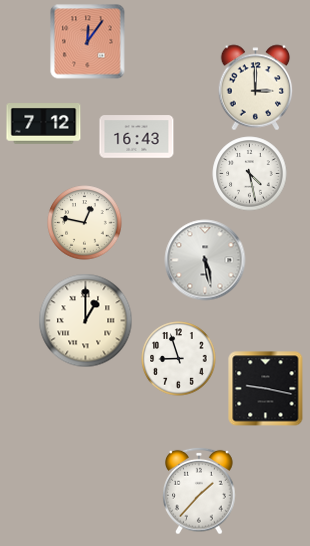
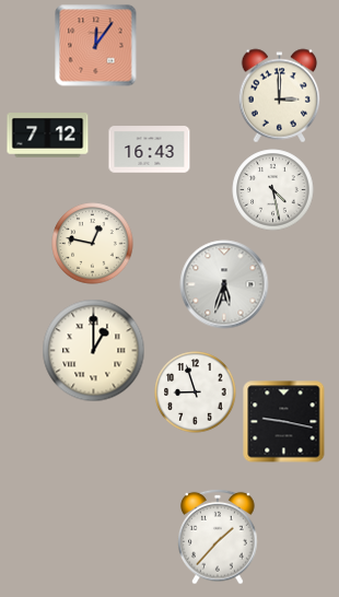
clock at (205, 260): 5:28 -> 5:33
clock at (266, 389) position: (266, 389) -> (284, 422)
